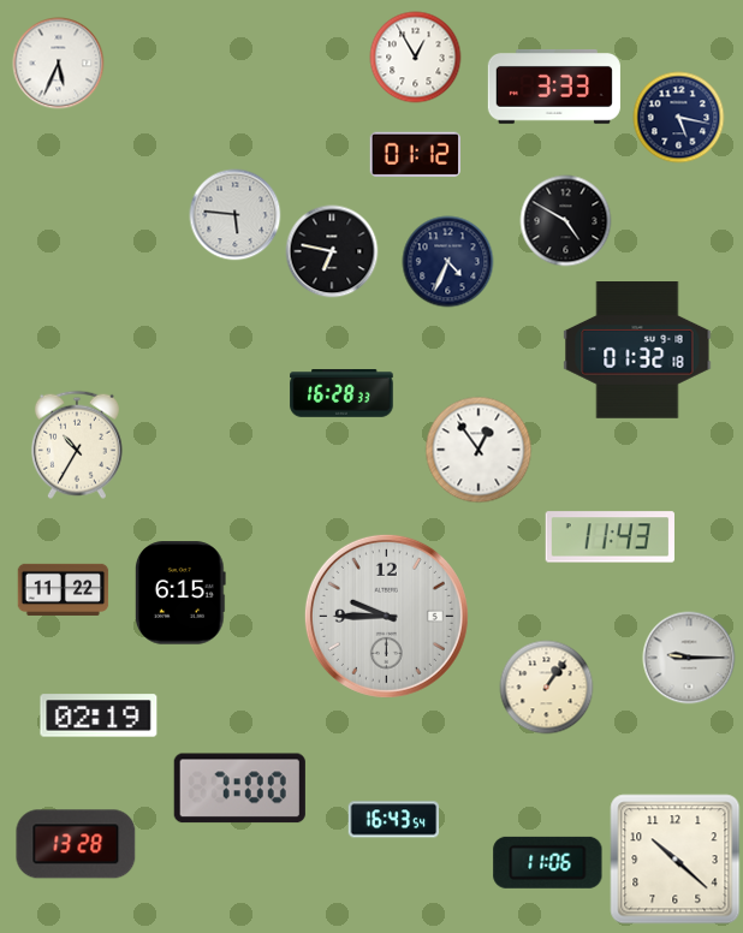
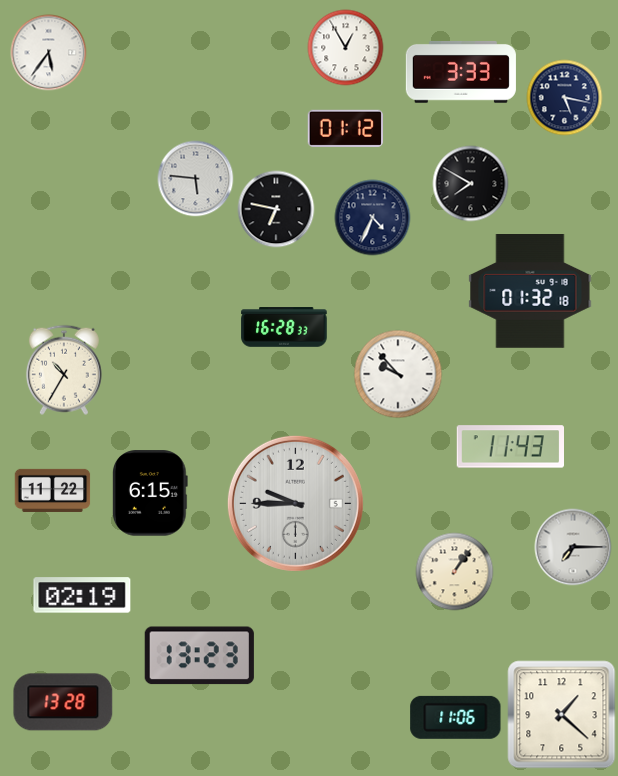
clock at (59, 64): 5:34 -> 5:36
clock at (566, 221): 4:50 -> 7:50
clock at (479, 450): 12:54 -> 9:53
clock at (610, 537) position: (610, 537) -> (510, 447)
clock at (386, 616) position: (386, 616) -> (295, 503)
clock at (689, 658): 9:15 -> 7:15
clock at (239, 789): 7:00 -> 13:23
clock at (394, 820): 16:43 -> none
clock at (676, 860): 10:22 -> 1:22
